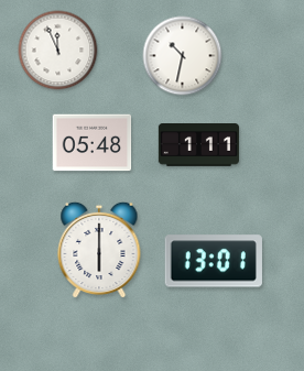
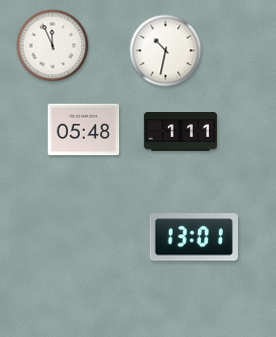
clock at (99, 250): 6:00 -> none
